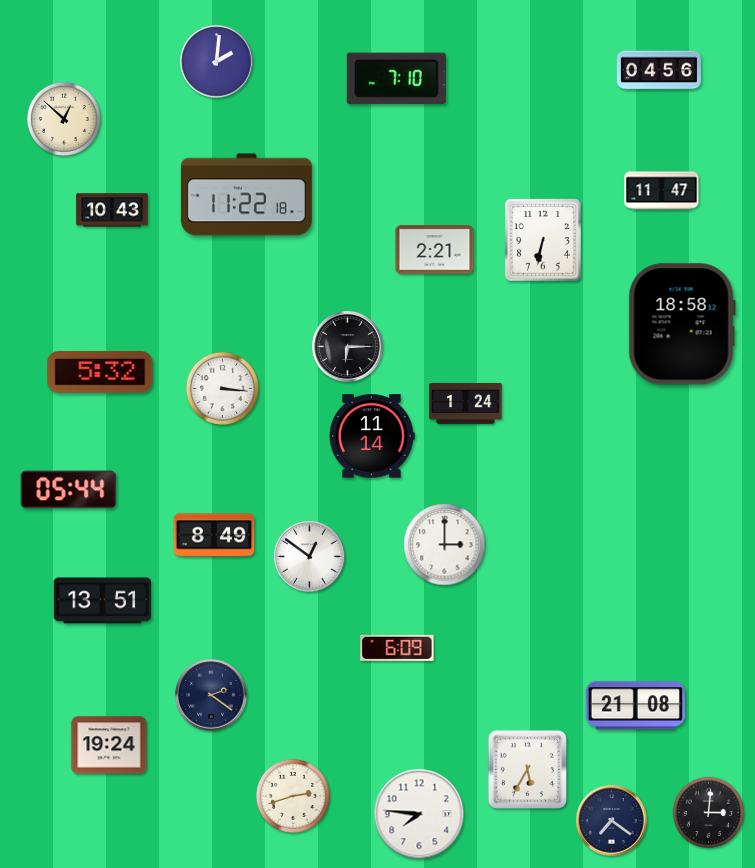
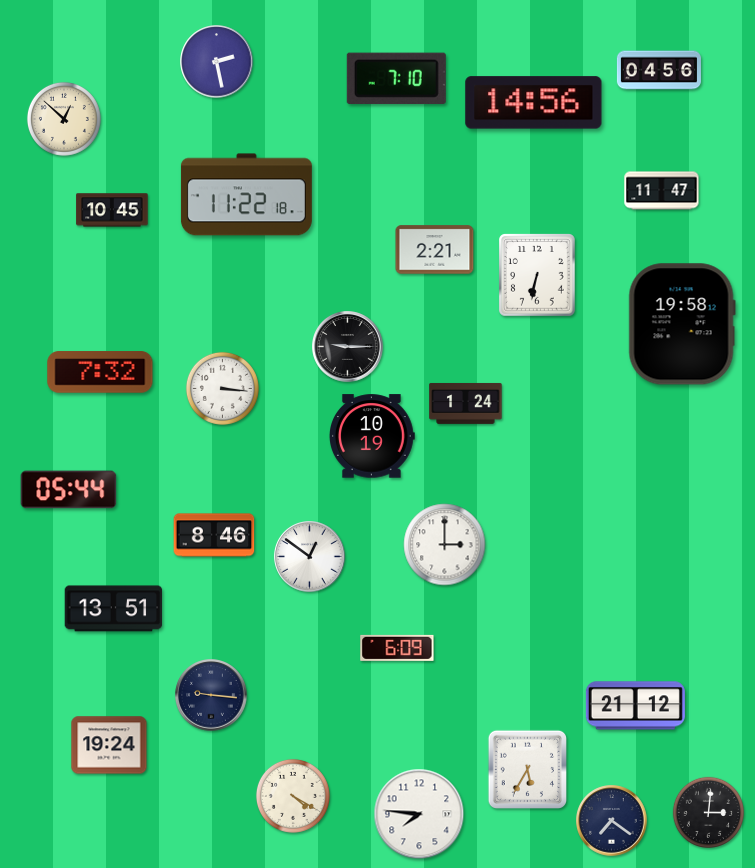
clock at (217, 62): 2:01 -> 2:28
clock at (534, 103): none -> 14:56
clock at (112, 210): 10:43 -> 10:45
clock at (544, 241) position: (544, 241) -> (538, 276)
clock at (682, 324): 18:58 -> 19:58
clock at (348, 347): 6:15 -> 9:15
clock at (100, 372): 5:32 -> 7:32
clock at (373, 436): 11:14 -> 10:19
clock at (214, 535): 8:49 -> 8:46
clock at (103, 601) position: (103, 601) -> (114, 609)
clock at (211, 695): 2:21 -> 9:16
clock at (635, 706): 21:08 -> 21:12
clock at (293, 796): 2:42 -> 4:20
